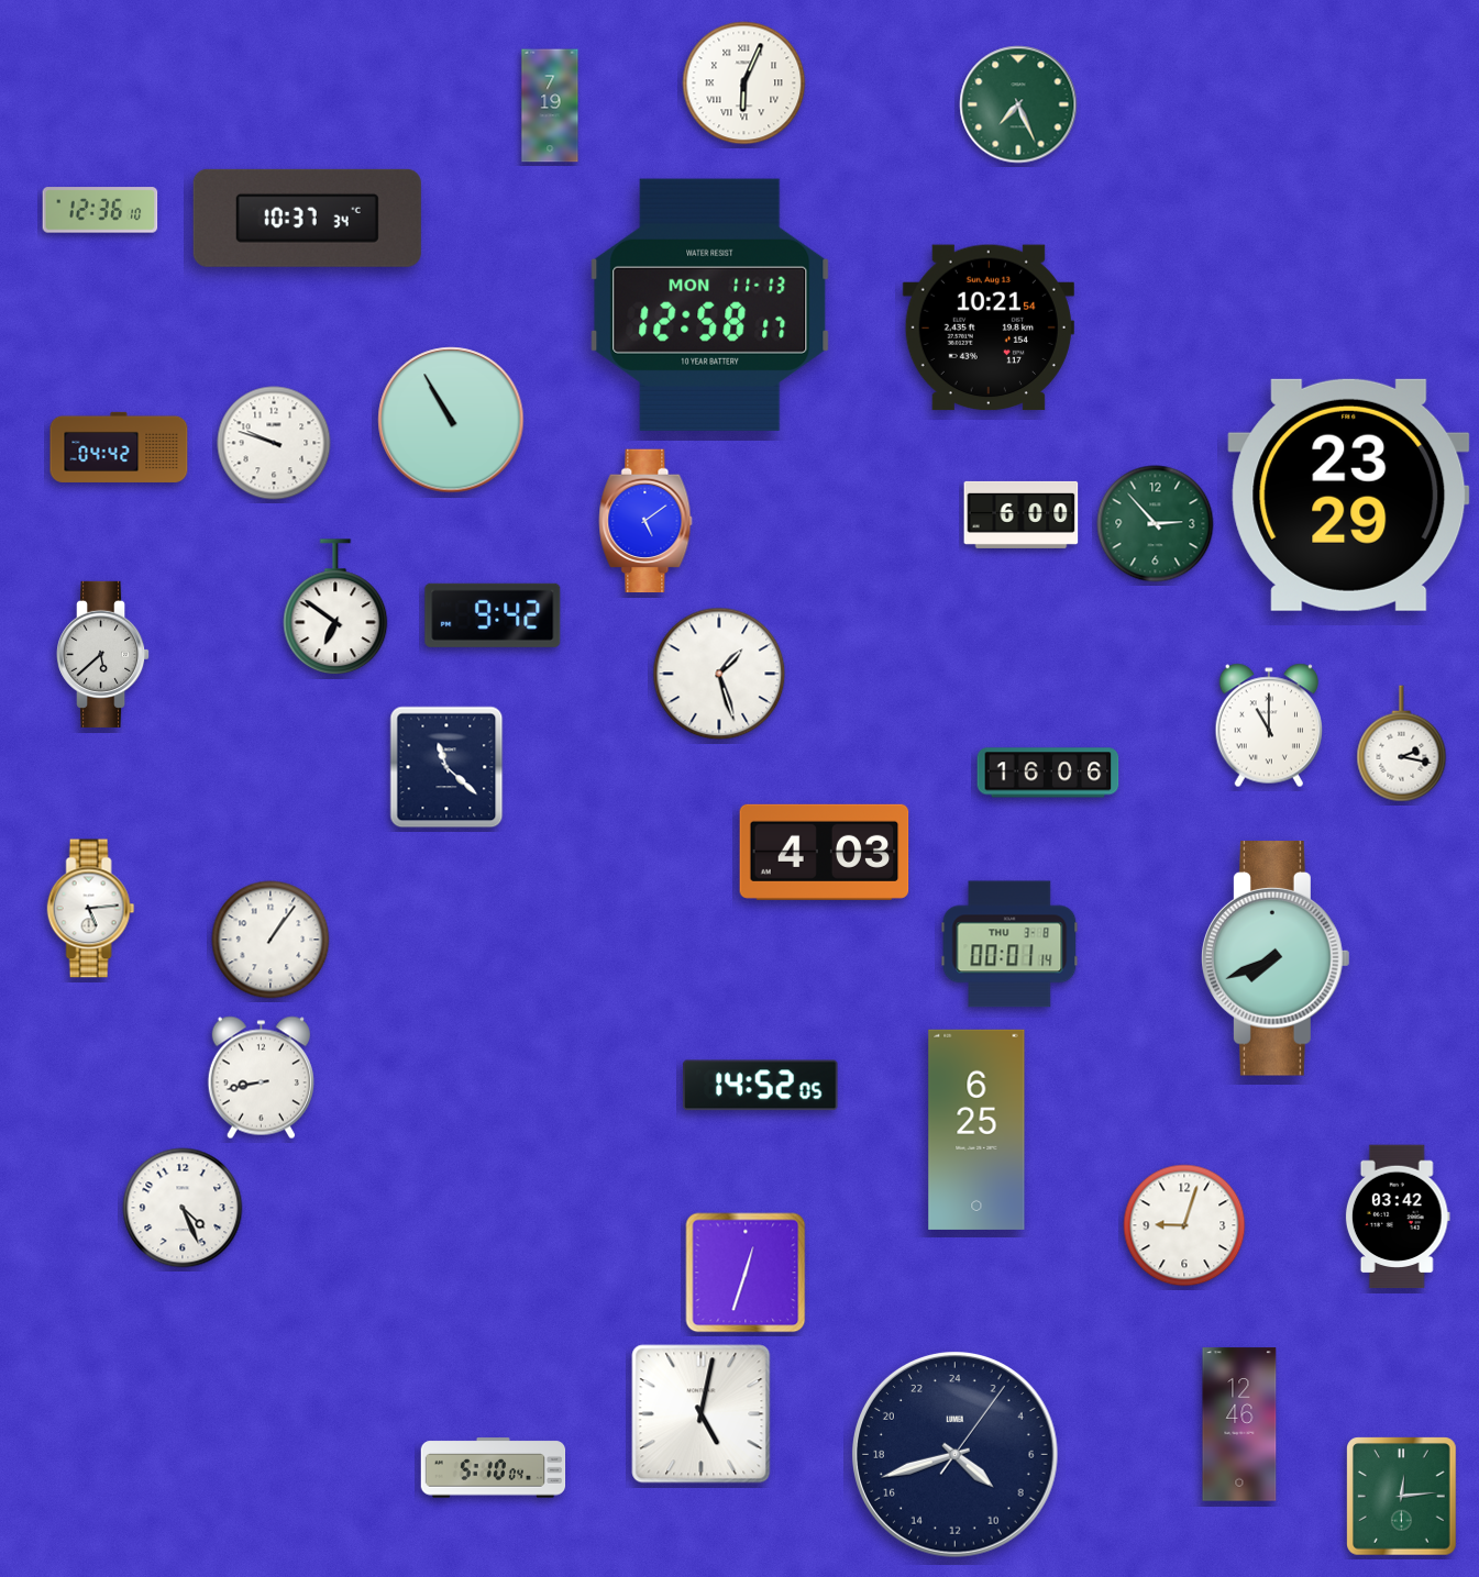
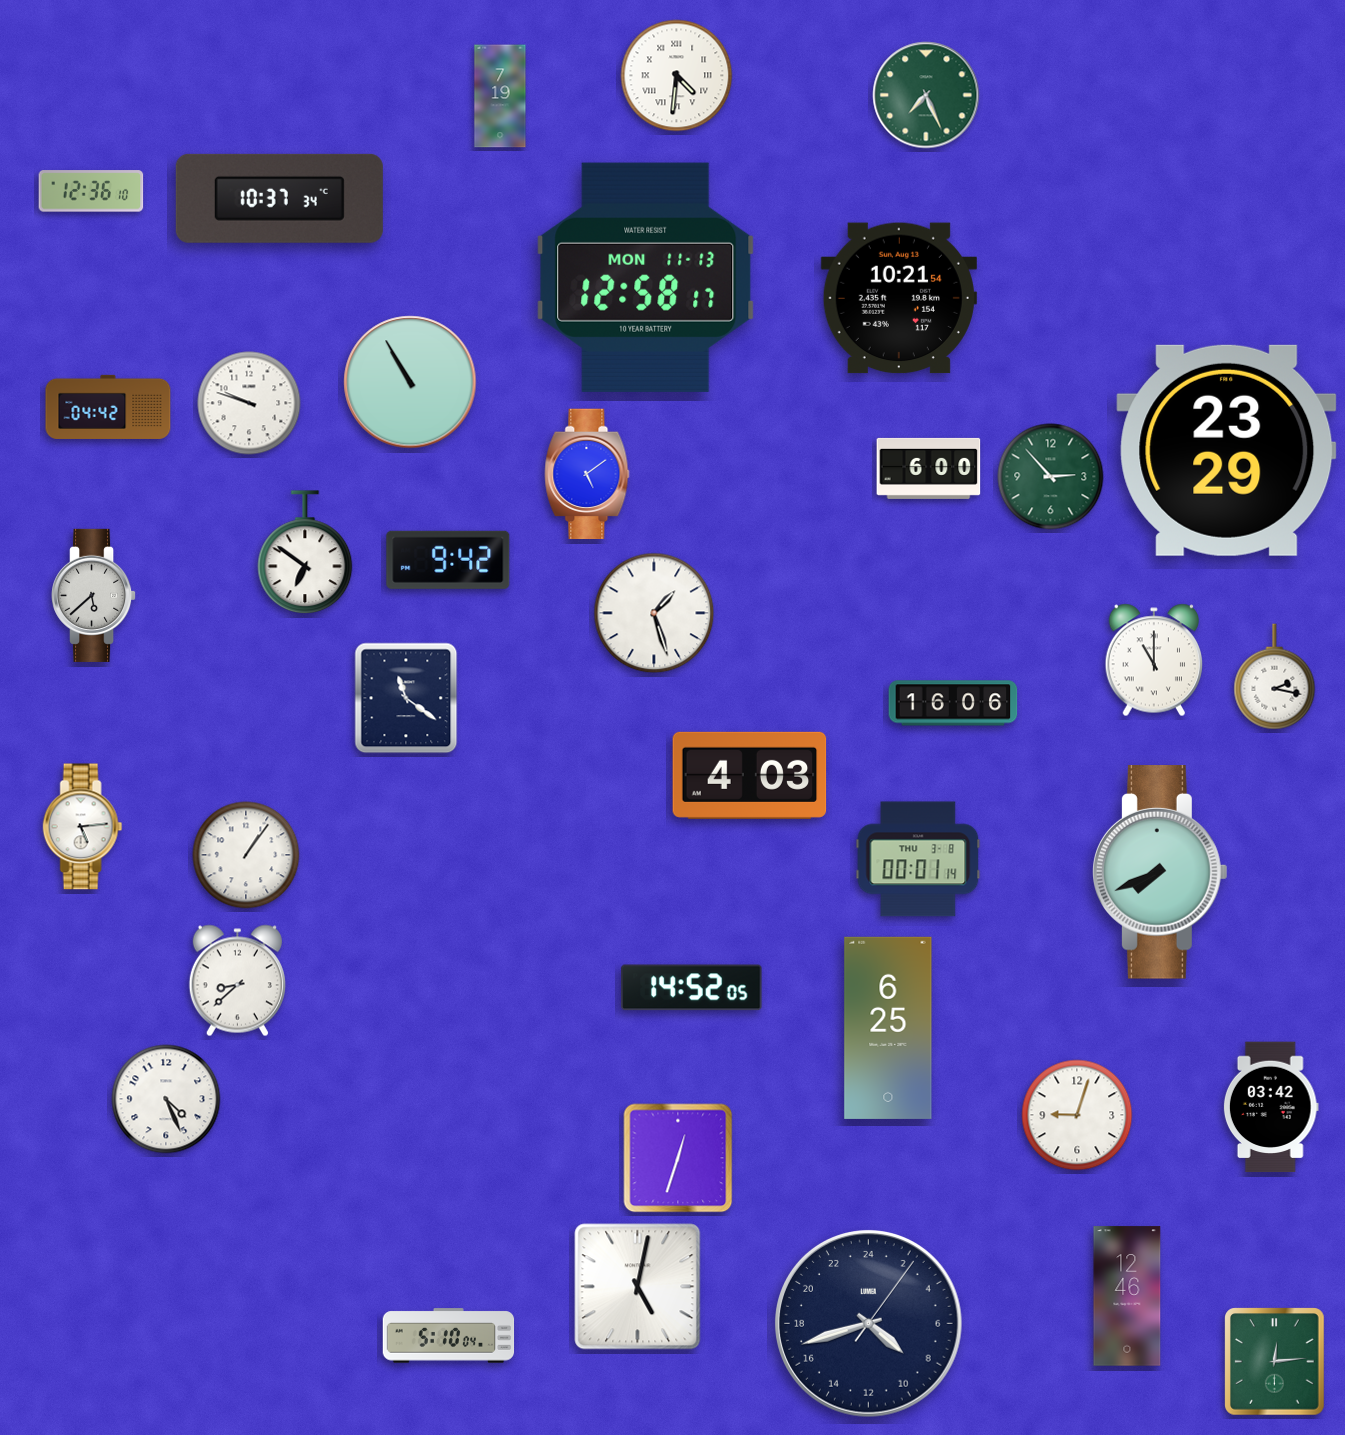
clock at (744, 84): 6:04 -> 4:31
clock at (446, 767): 11:22 -> 11:21
clock at (261, 1078): 8:43 -> 8:38
